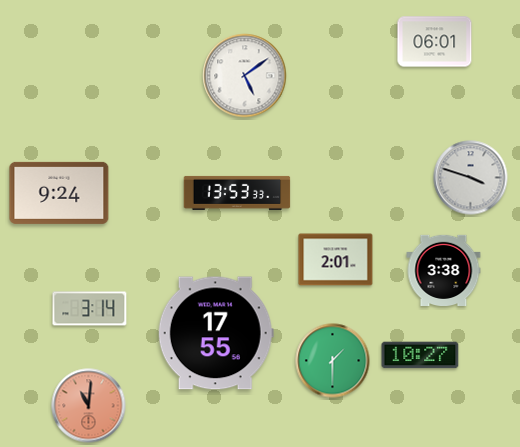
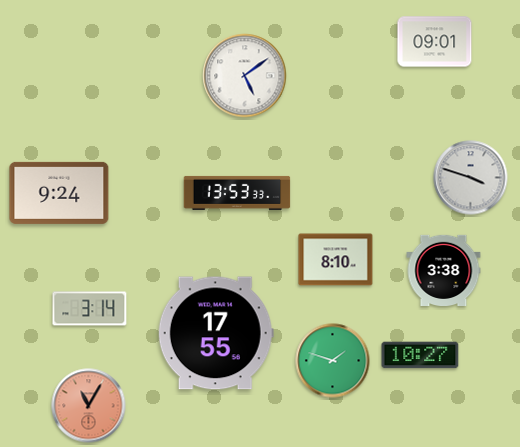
clock at (435, 42): 06:01 -> 09:01
clock at (336, 260): 2:01 -> 8:10
clock at (333, 361): 1:30 -> 1:48
clock at (89, 406): 11:01 -> 11:05
